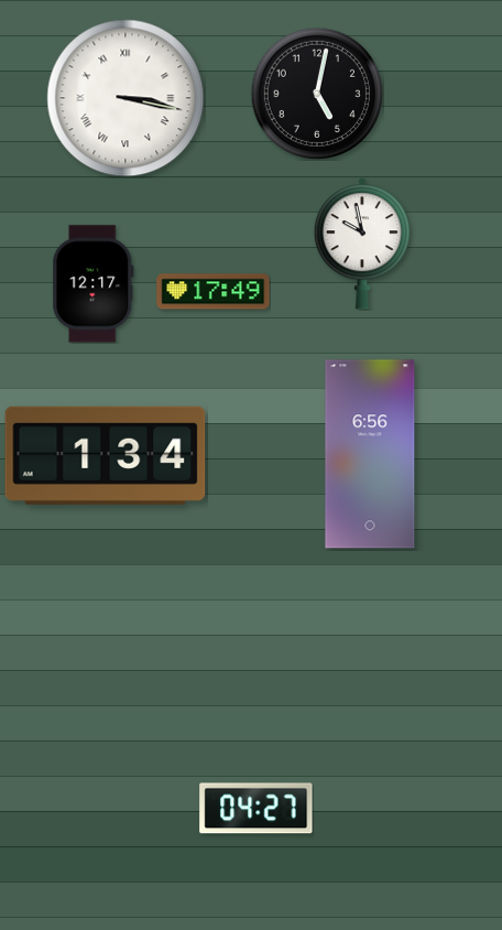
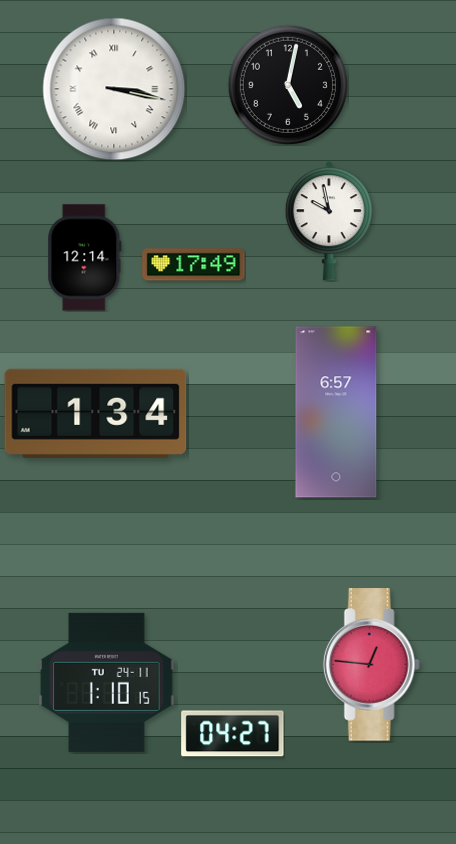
clock at (94, 284): 12:17 -> 12:14
clock at (370, 454): 6:56 -> 6:57
clock at (371, 665): none -> 12:46
clock at (107, 682): none -> 1:10
